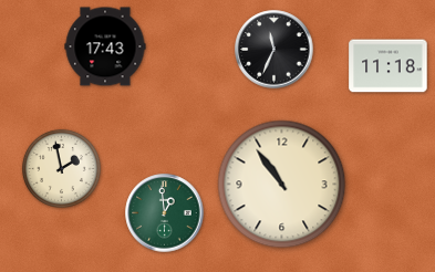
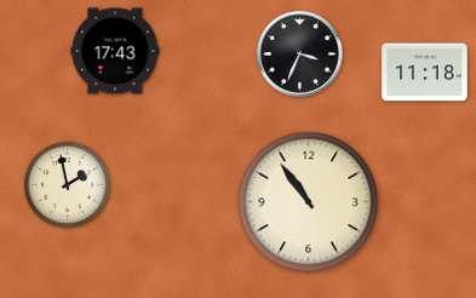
clock at (275, 50): 11:34 -> 3:34
clock at (165, 213): 12:59 -> none
